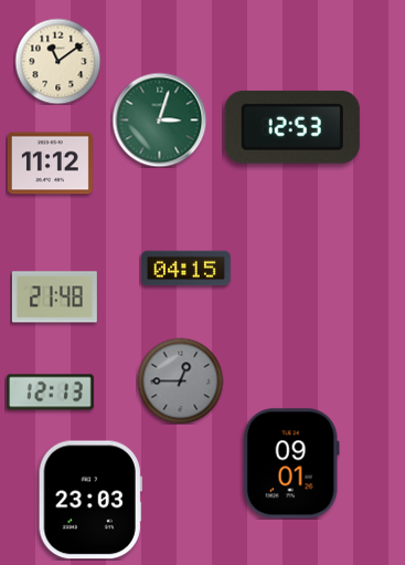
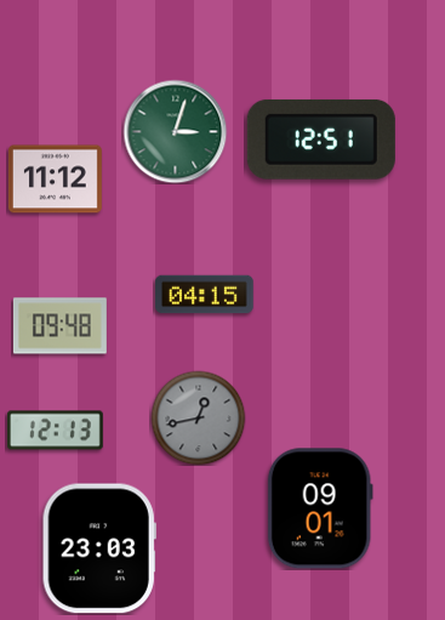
clock at (57, 61): 11:09 -> none
clock at (292, 127): 12:53 -> 12:51
clock at (54, 297): 21:48 -> 09:48
clock at (180, 380): 12:45 -> 12:43
